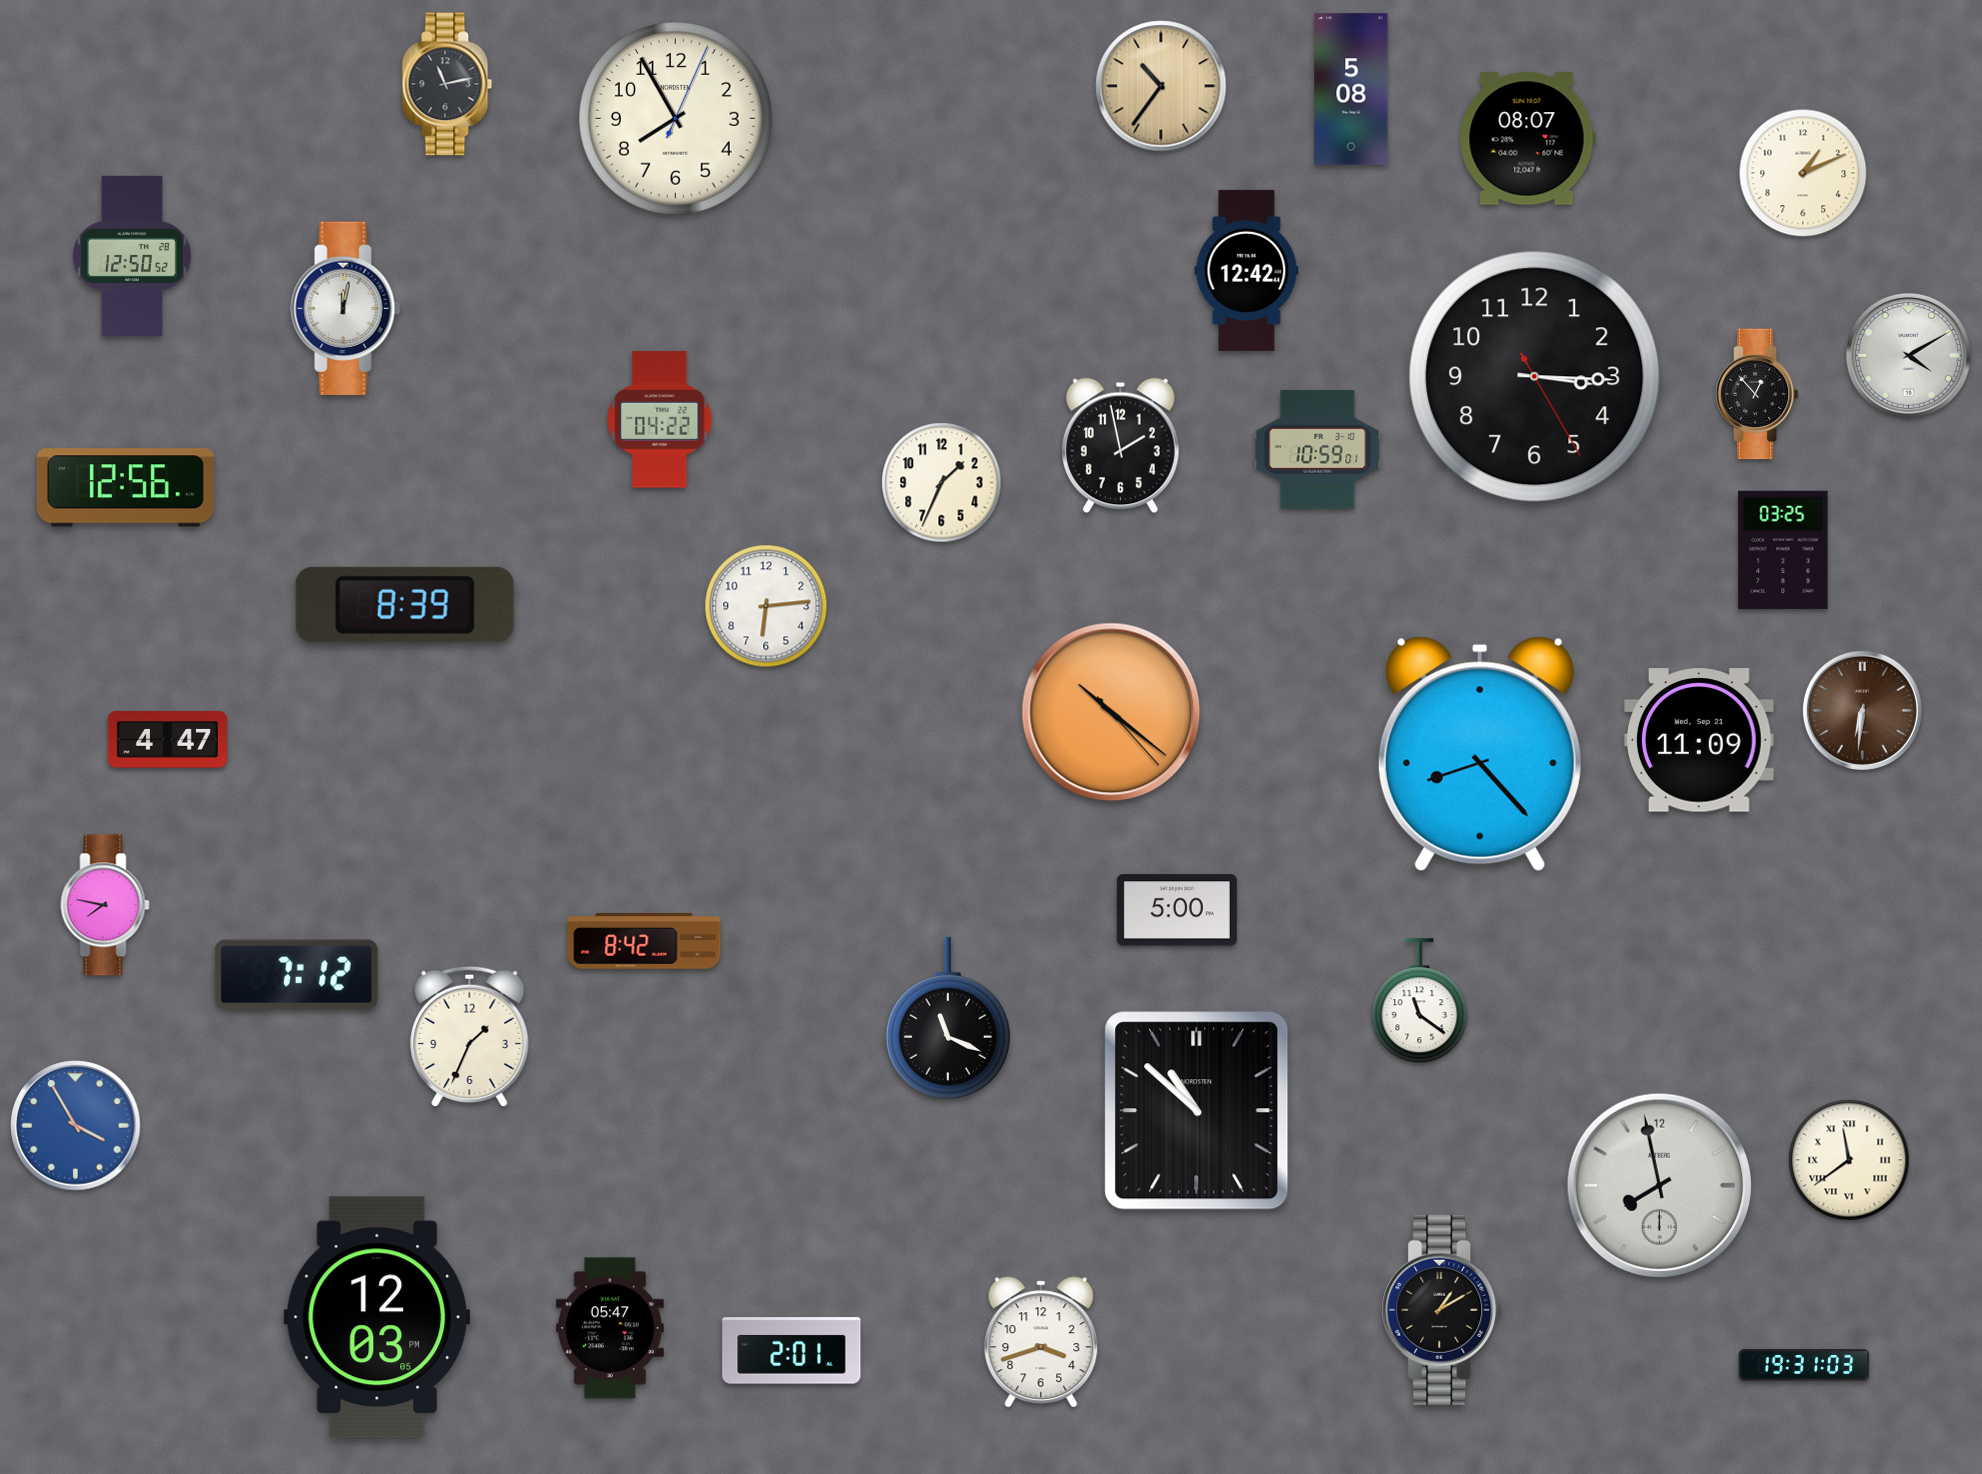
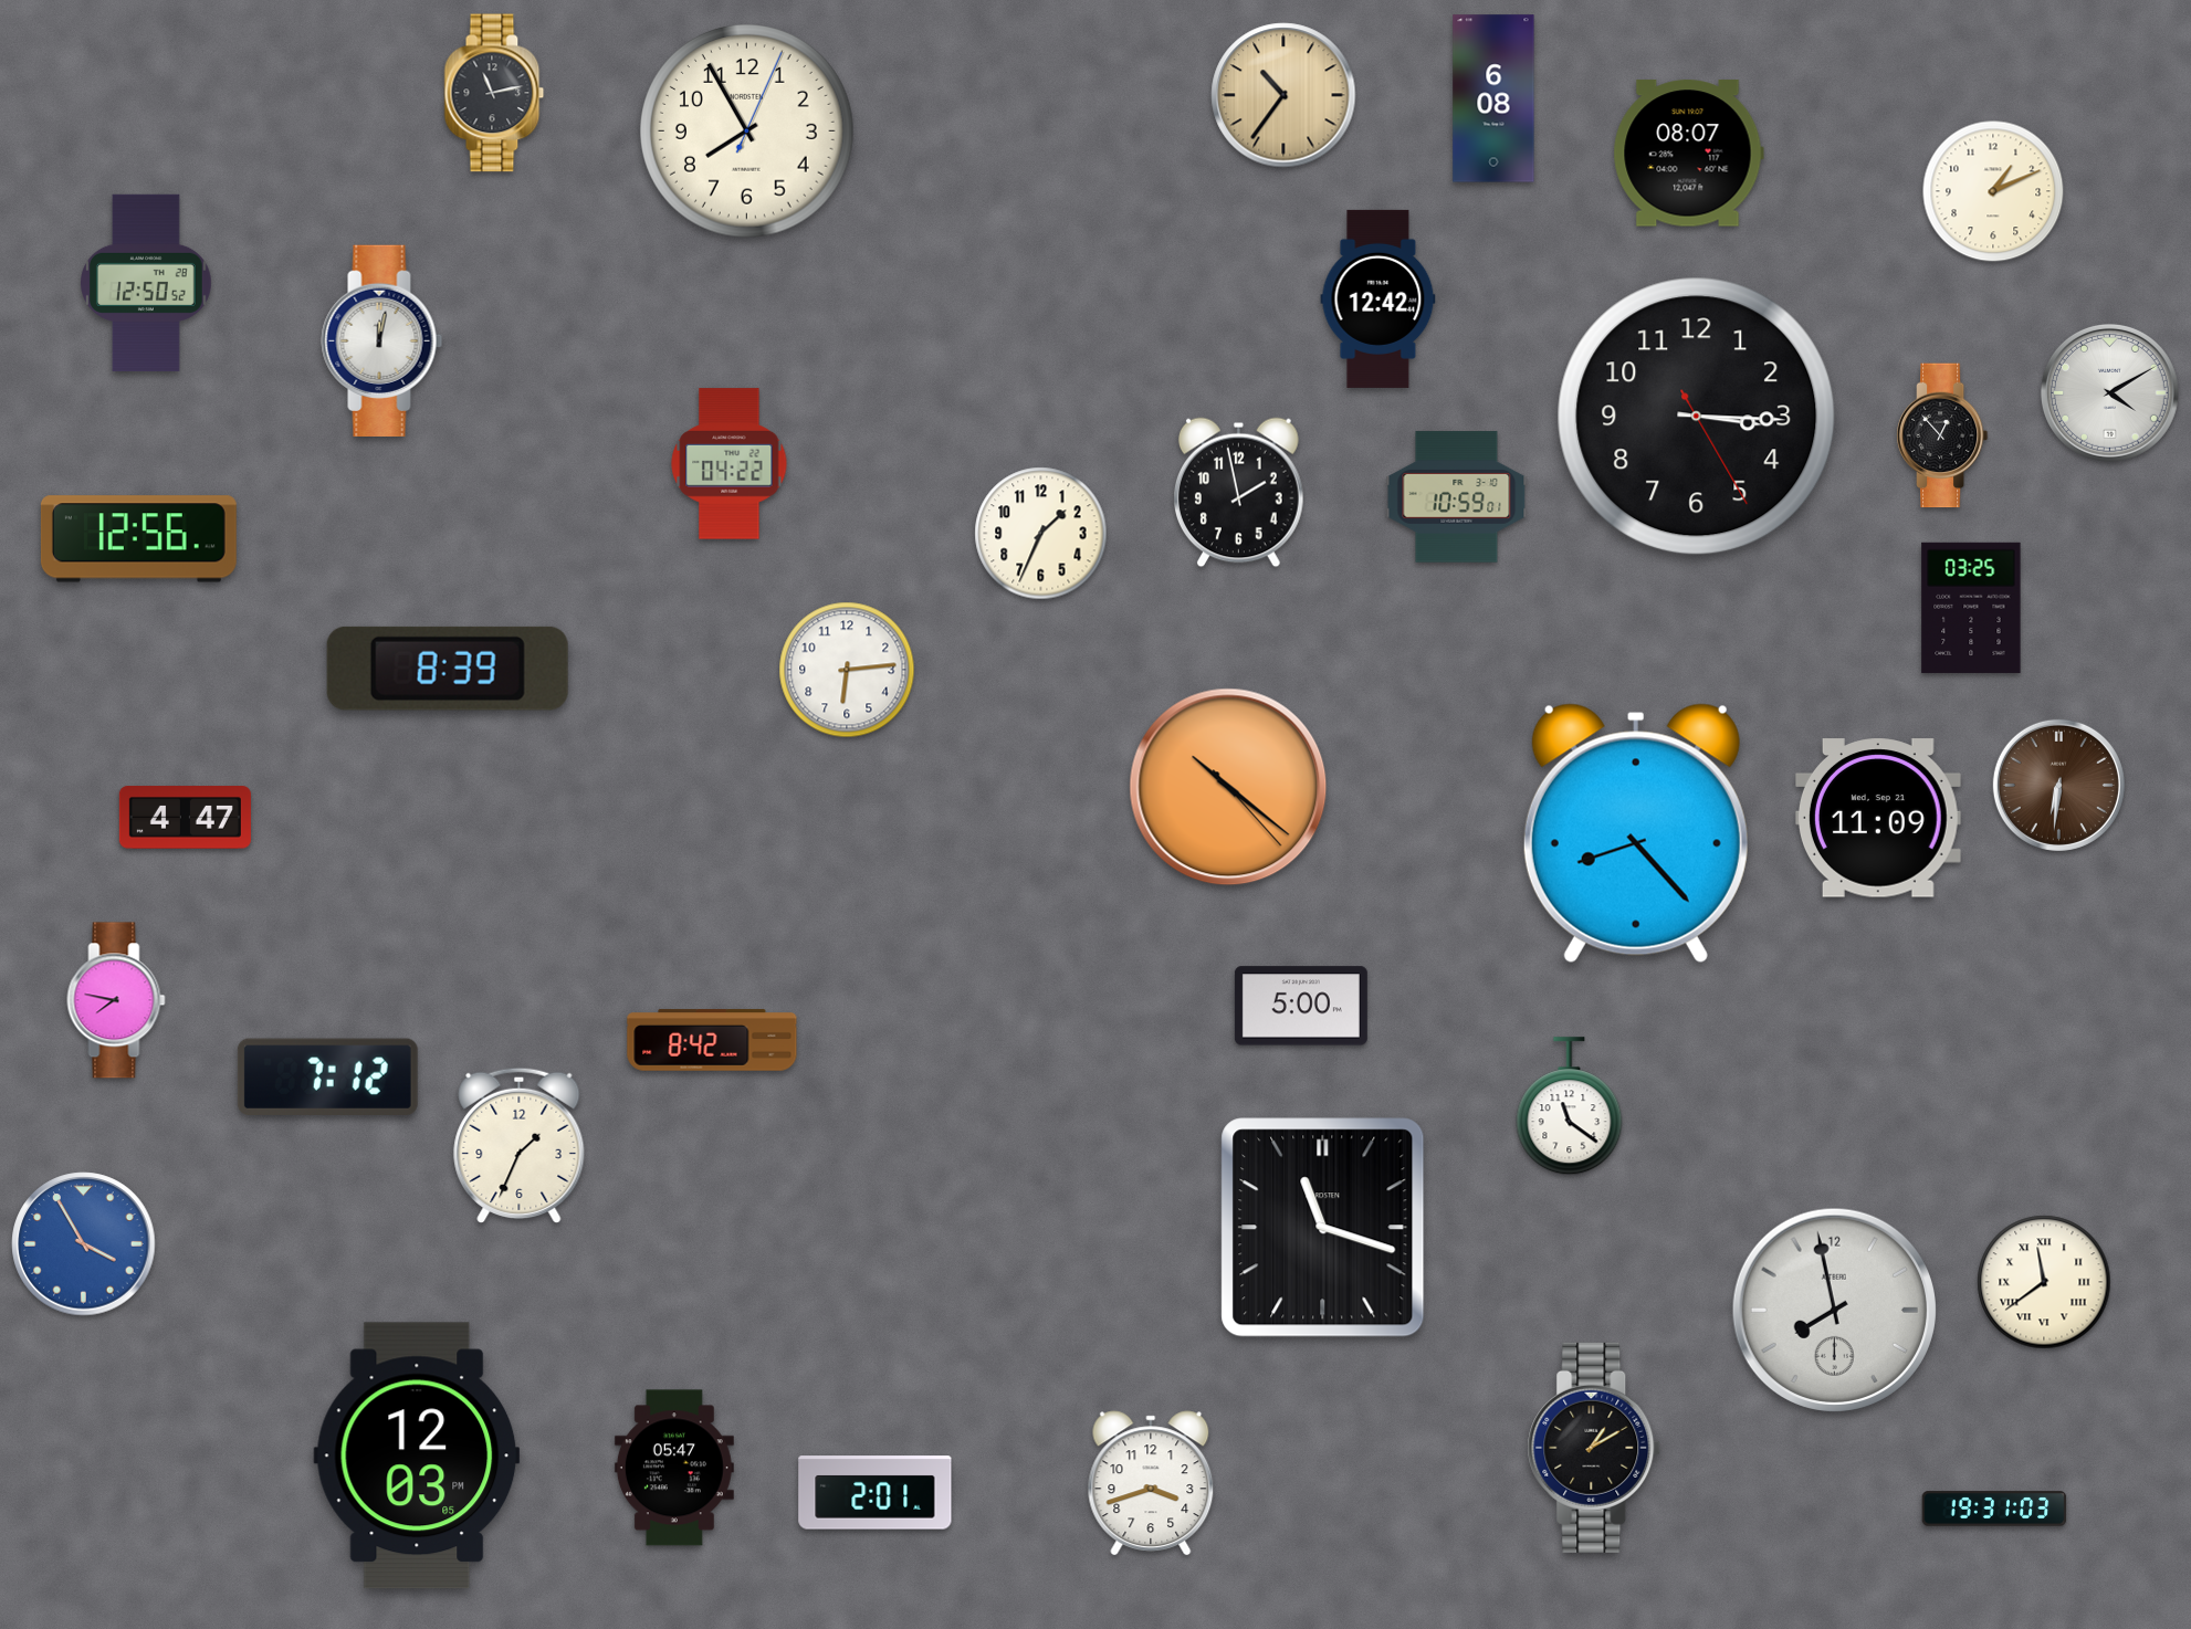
clock at (1351, 89): 5:08 -> 6:08
clock at (948, 1018): 11:19 -> none
clock at (1197, 1111): 10:52 -> 11:18
